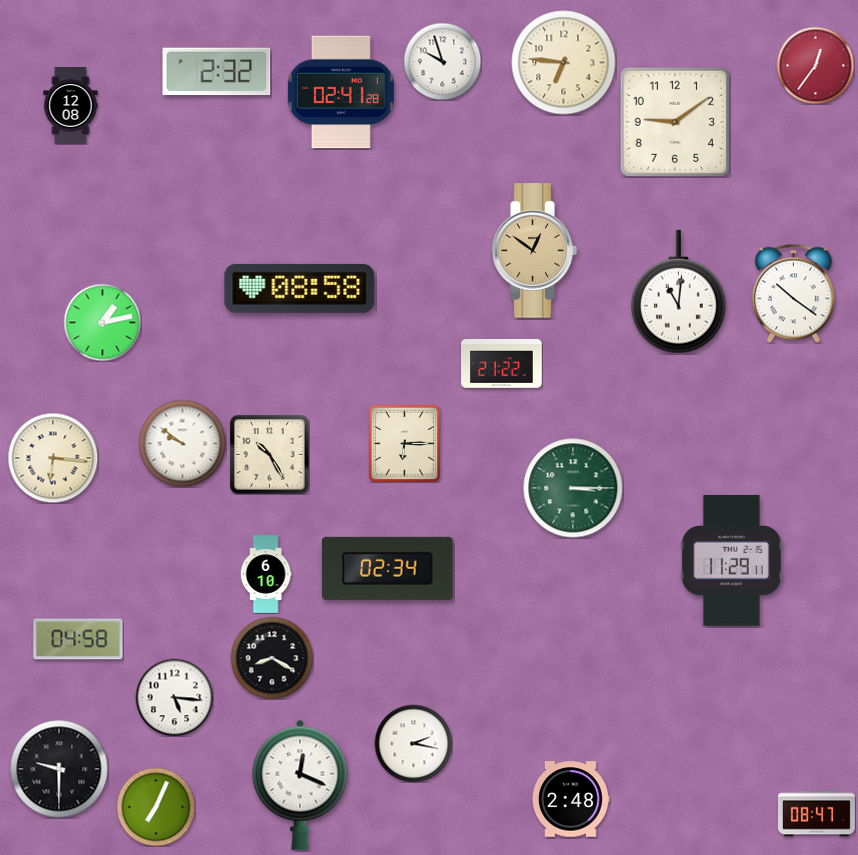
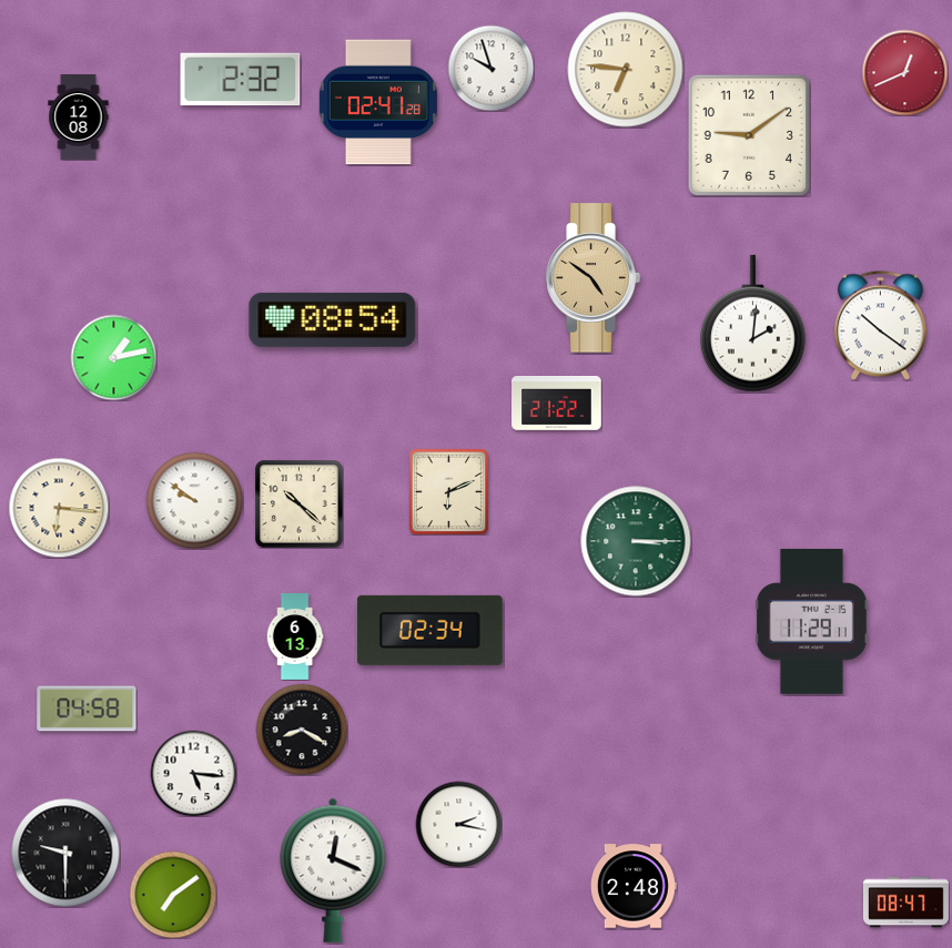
clock at (815, 65): 12:36 -> 12:41
clock at (534, 251): 12:51 -> 4:51
clock at (300, 288): 08:58 -> 08:54
clock at (679, 292): 11:01 -> 2:01
clock at (182, 443) position: (182, 443) -> (194, 500)
clock at (404, 443): 6:15 -> 6:11
clock at (269, 454): 10:25 -> 10:22
clock at (266, 575): 6:10 -> 6:13
clock at (156, 807): 7:04 -> 7:09
